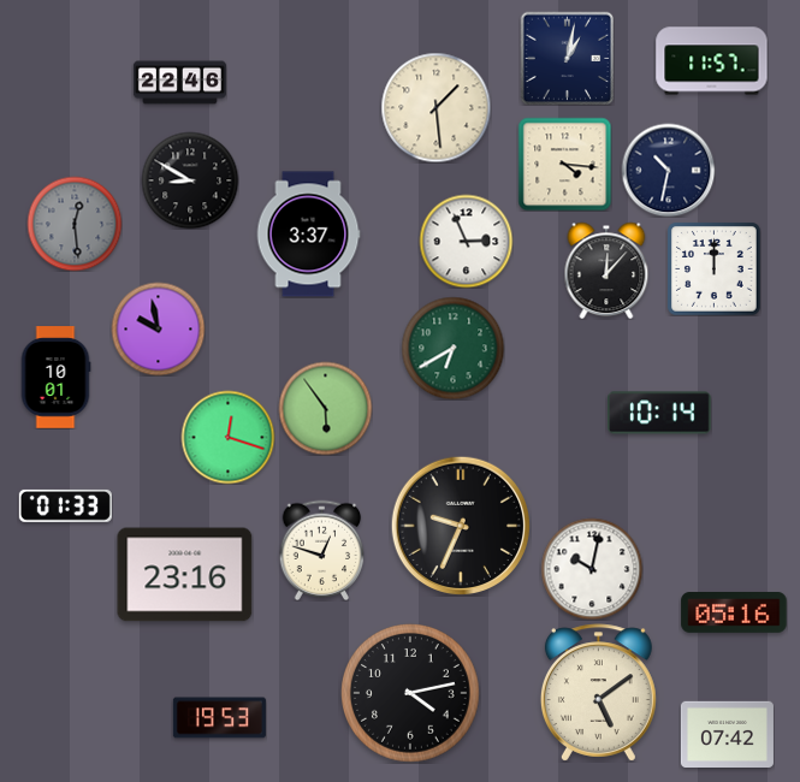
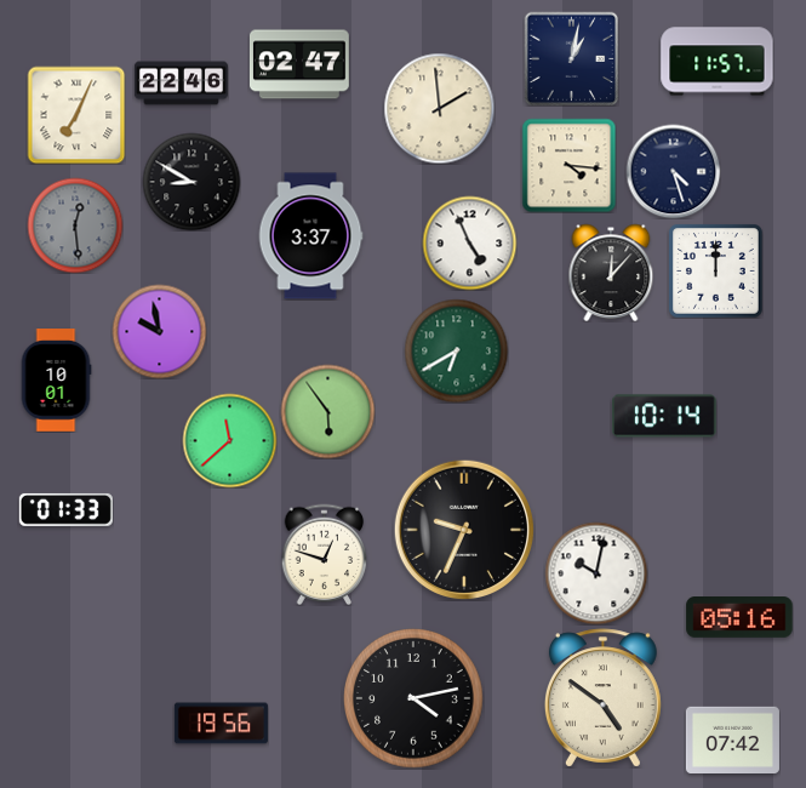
clock at (299, 64): none -> 02:47
clock at (435, 107): 1:29 -> 1:59
clock at (76, 115): none -> 7:04
clock at (668, 170): 10:32 -> 4:27
clock at (466, 241): 2:56 -> 4:56
clock at (715, 269) position: (715, 269) -> (716, 272)
clock at (227, 437): 12:18 -> 11:38
clock at (185, 575): 23:16 -> none
clock at (598, 693): 5:09 -> 4:51
clock at (219, 718): 19:53 -> 19:56
